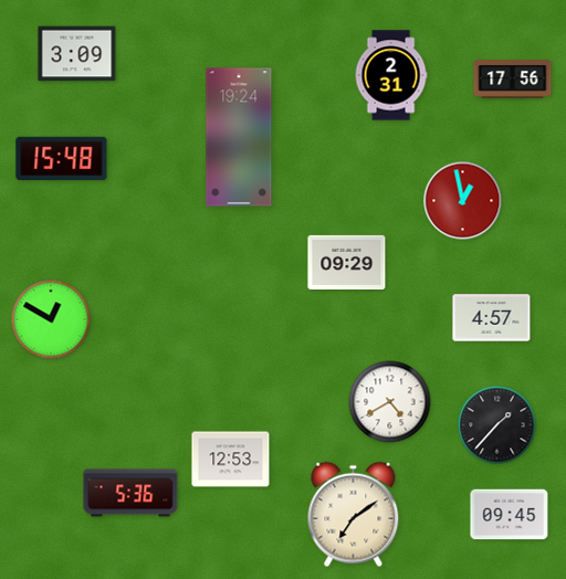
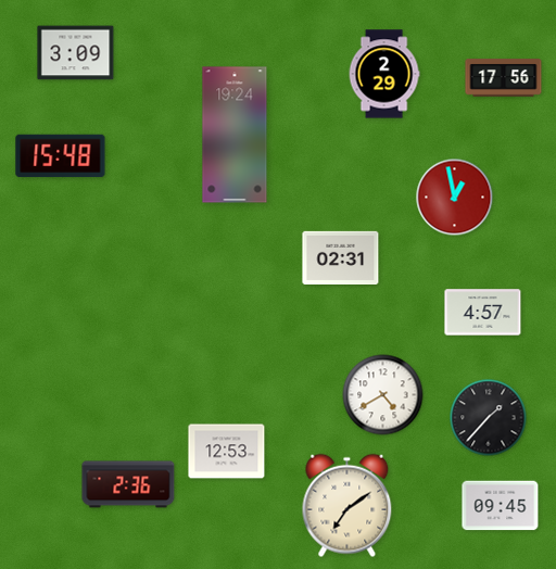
clock at (391, 75): 2:31 -> 2:29
clock at (347, 262): 09:29 -> 02:31
clock at (51, 319): 12:50 -> none
clock at (130, 493): 5:36 -> 2:36
